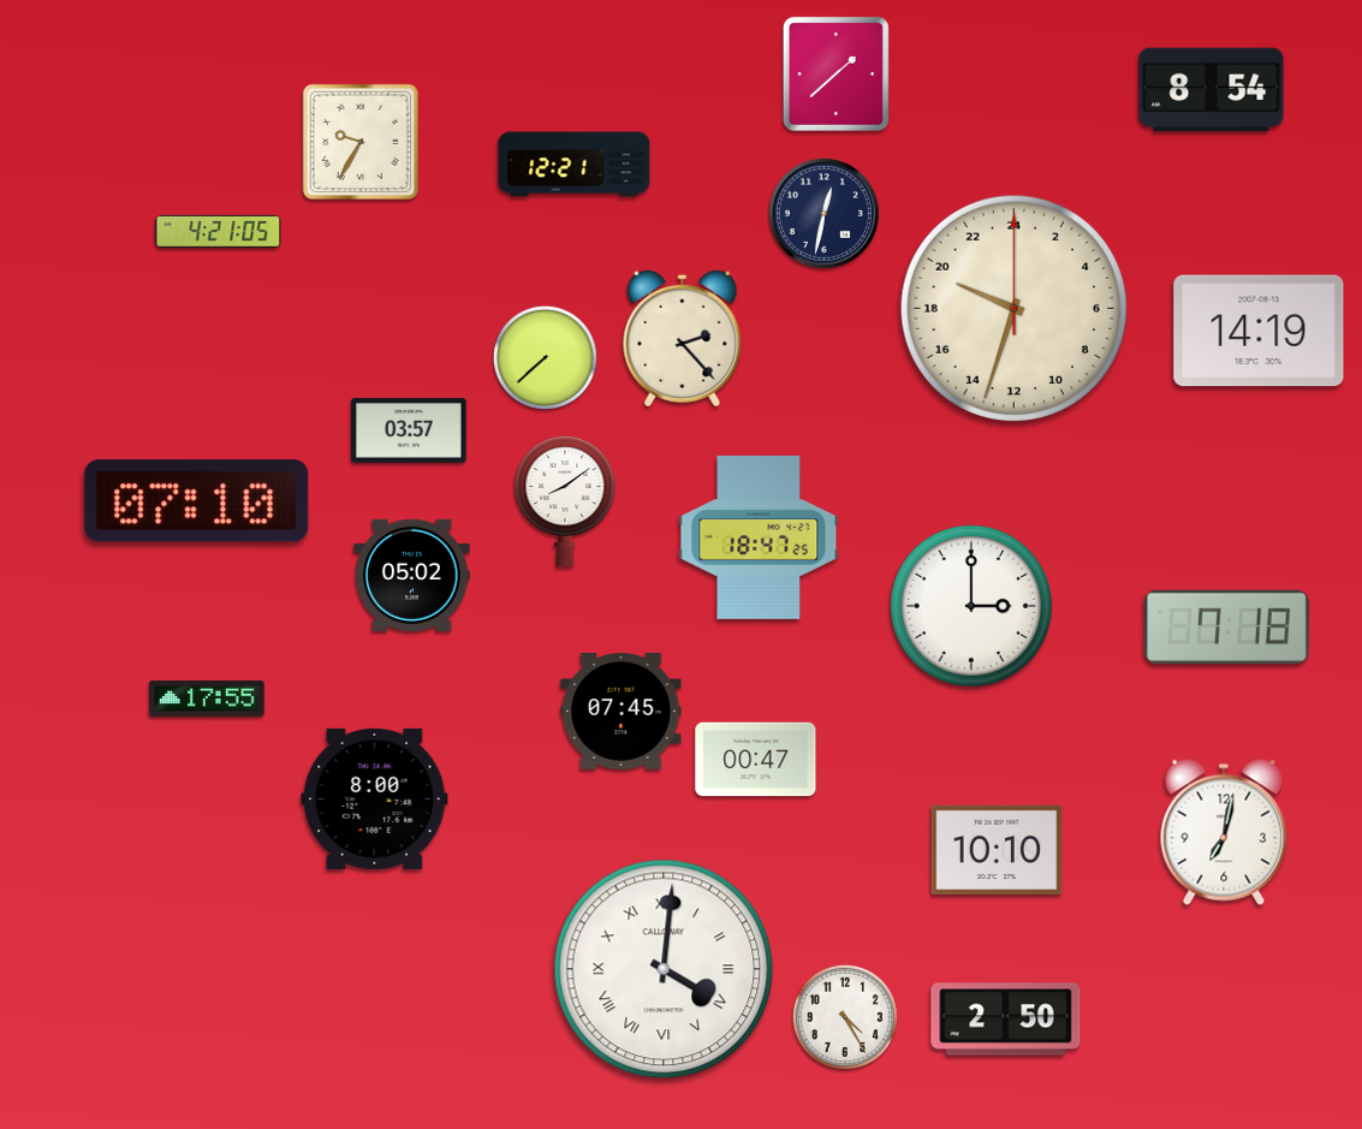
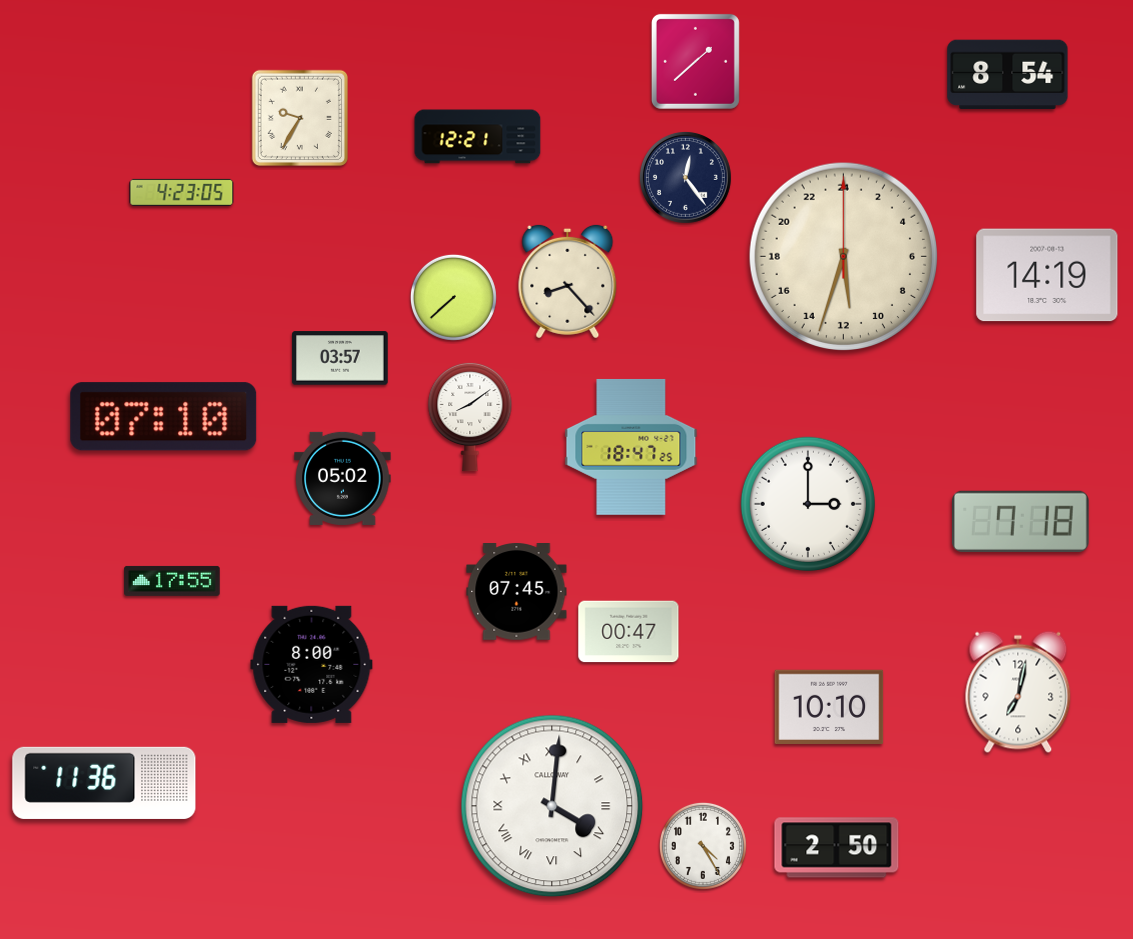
clock at (823, 213): 12:32 -> 12:24
clock at (219, 231): 4:21 -> 4:23
clock at (1013, 308): 19:33 -> 11:33
clock at (683, 338): 2:23 -> 8:23
clock at (104, 783): none -> 11:36
